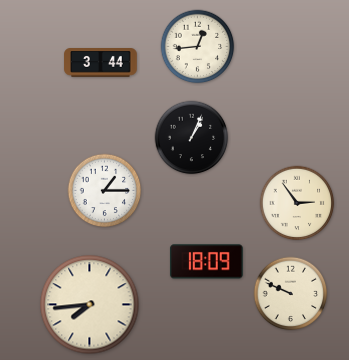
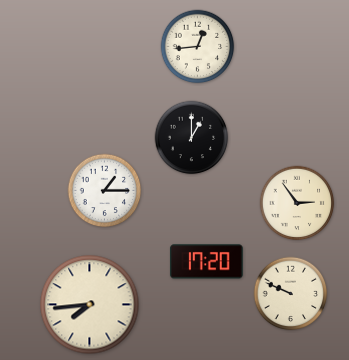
clock at (101, 63): 3:44 -> none
clock at (192, 138): 1:04 -> 1:00
clock at (206, 262): 18:09 -> 17:20
